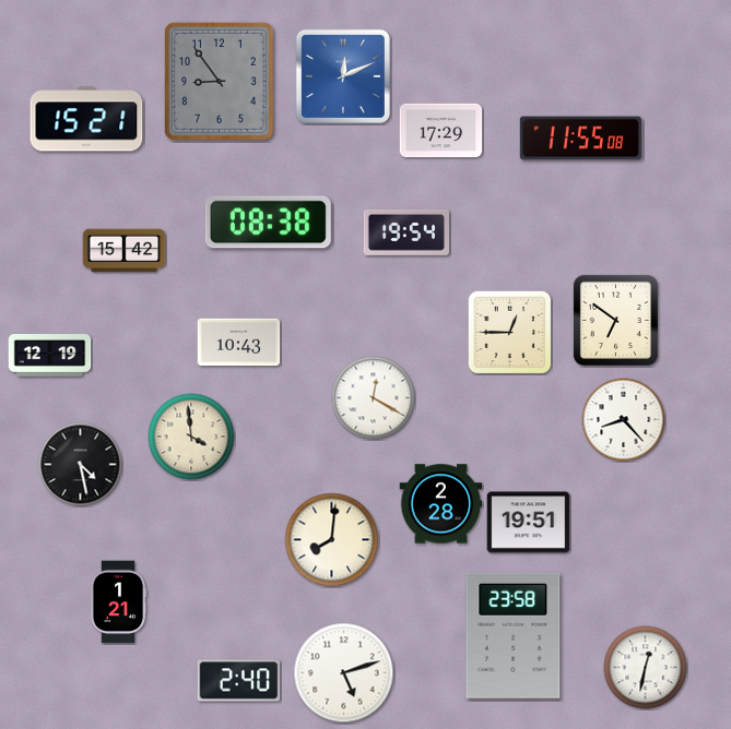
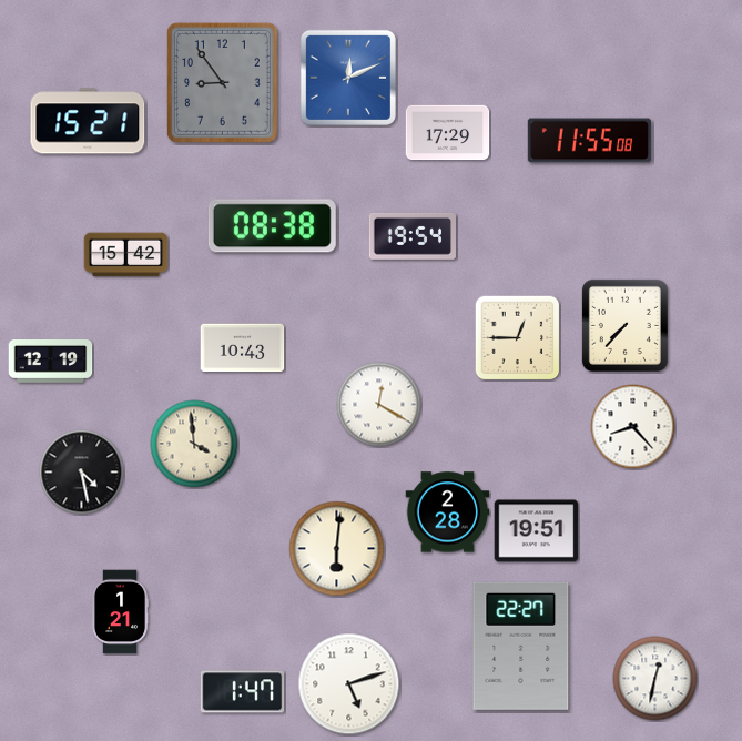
clock at (615, 320): 6:51 -> 7:37
clock at (332, 540): 8:01 -> 6:01
clock at (514, 635): 23:58 -> 22:27
clock at (239, 681): 2:40 -> 1:47
